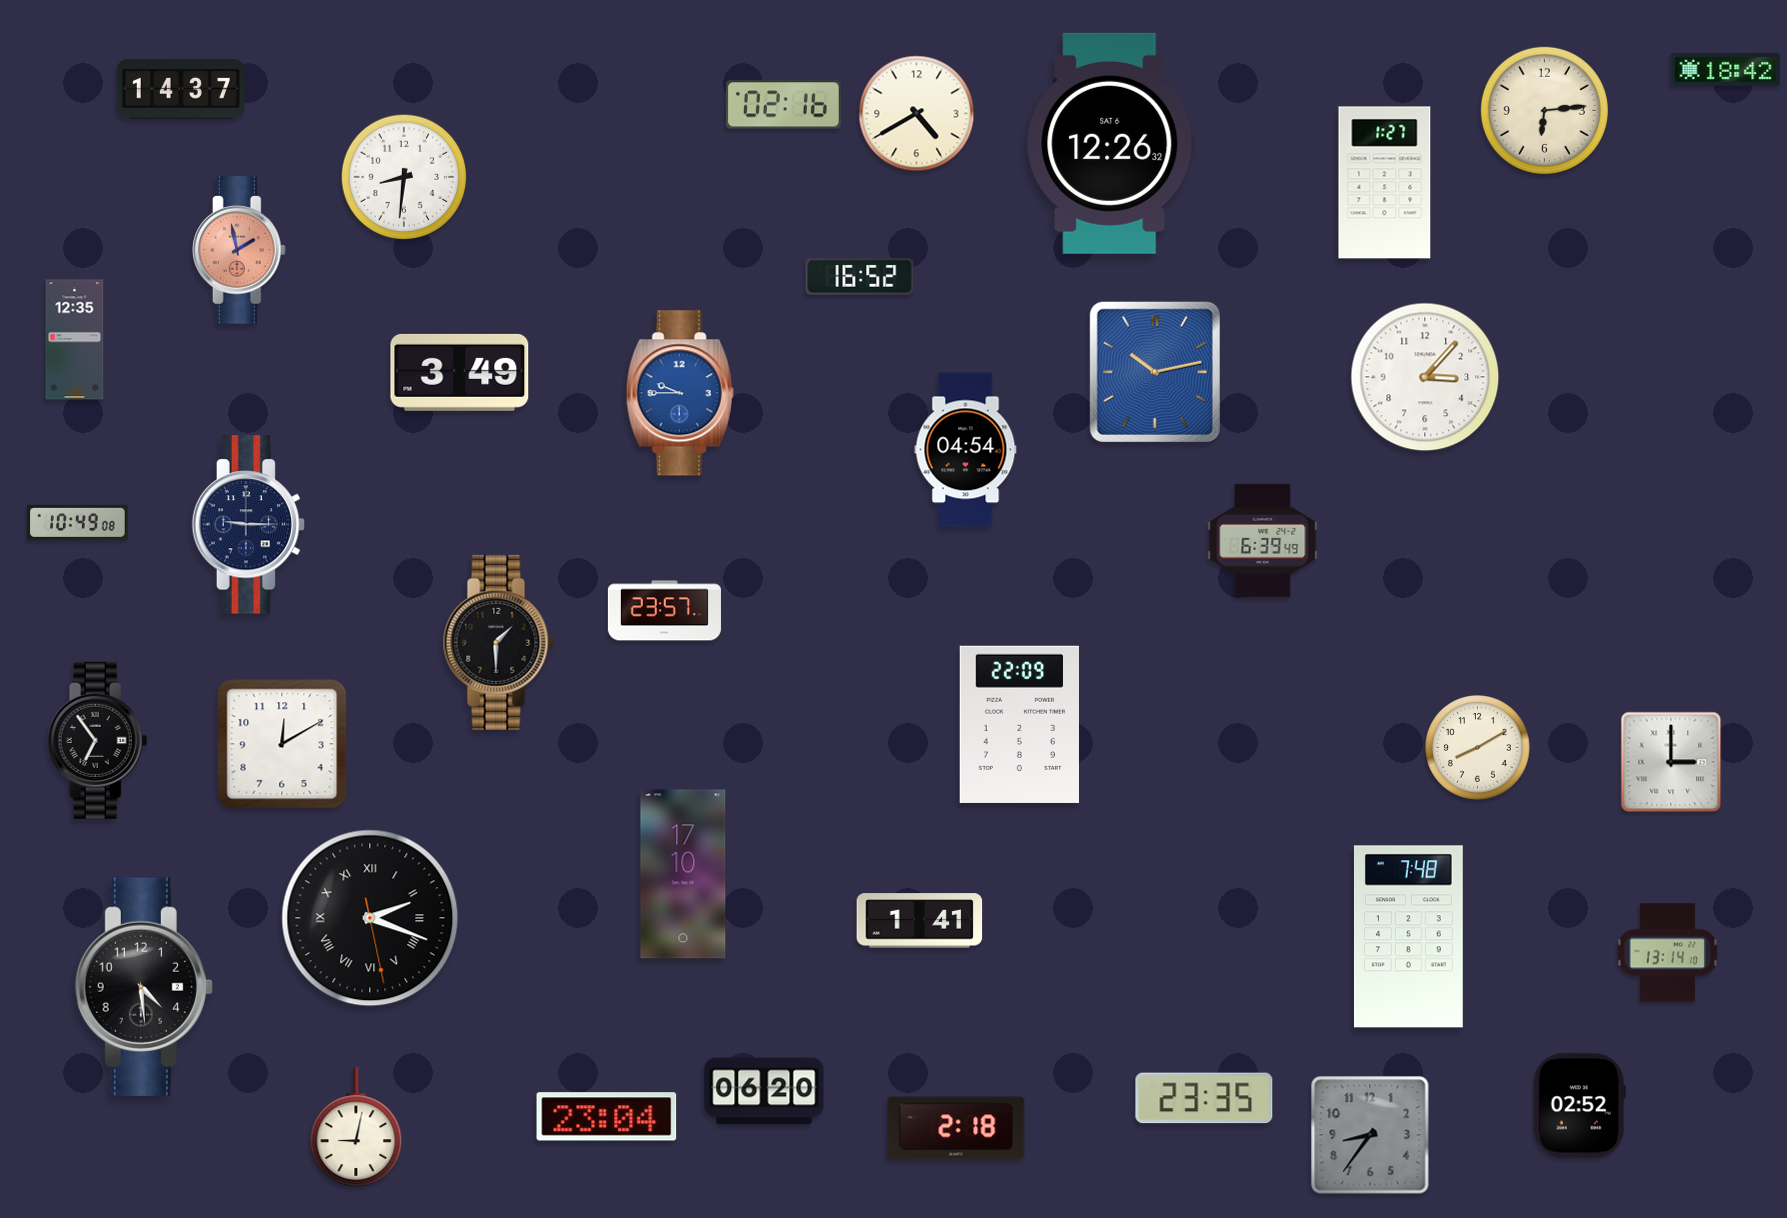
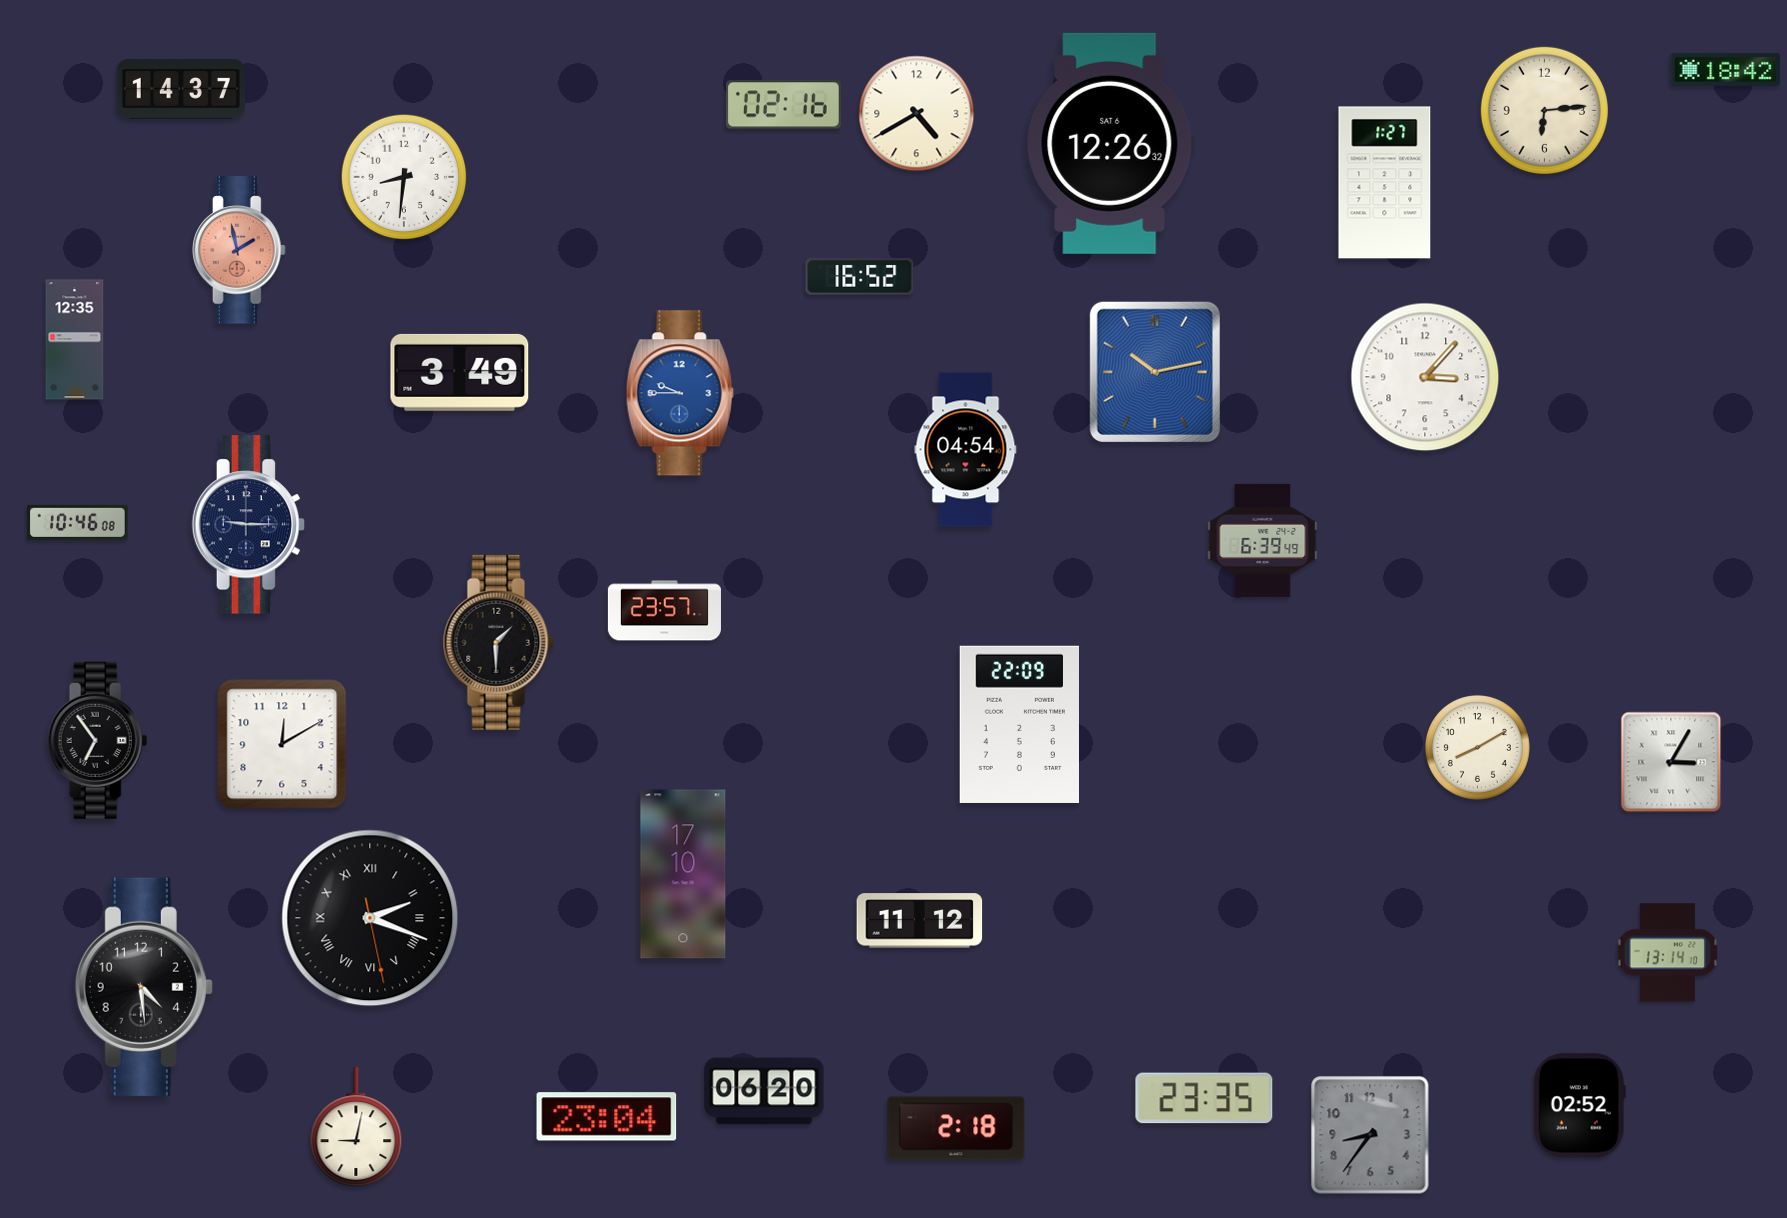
clock at (78, 522): 10:49 -> 10:46
clock at (1671, 762): 3:00 -> 3:05
clock at (920, 921): 1:41 -> 11:12
clock at (1408, 937): 7:48 -> none
